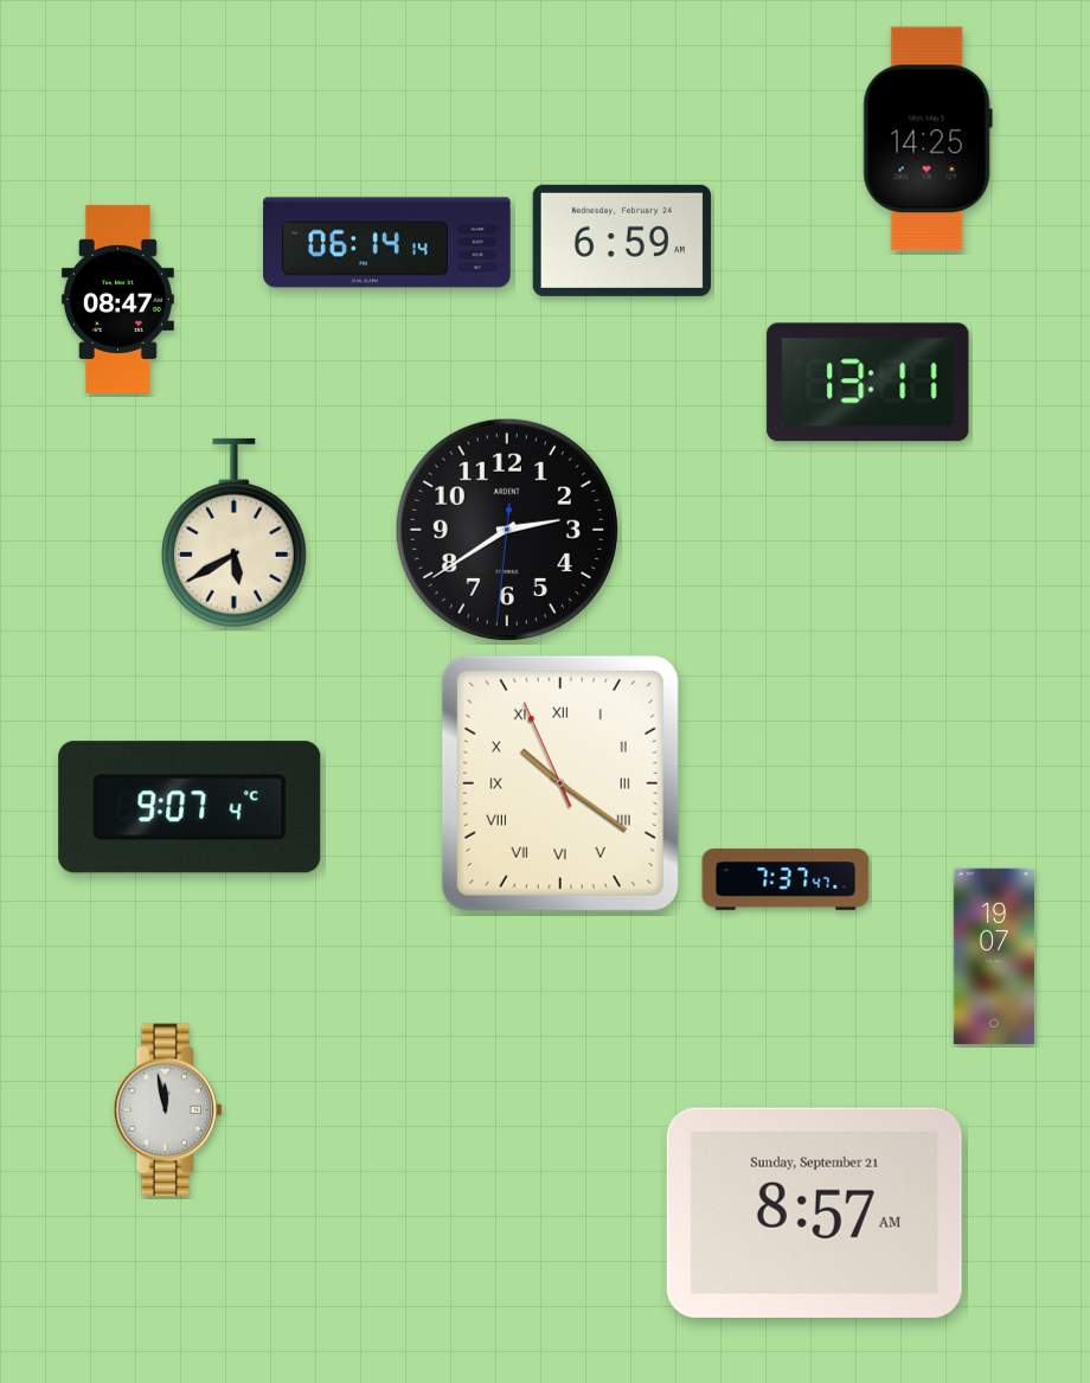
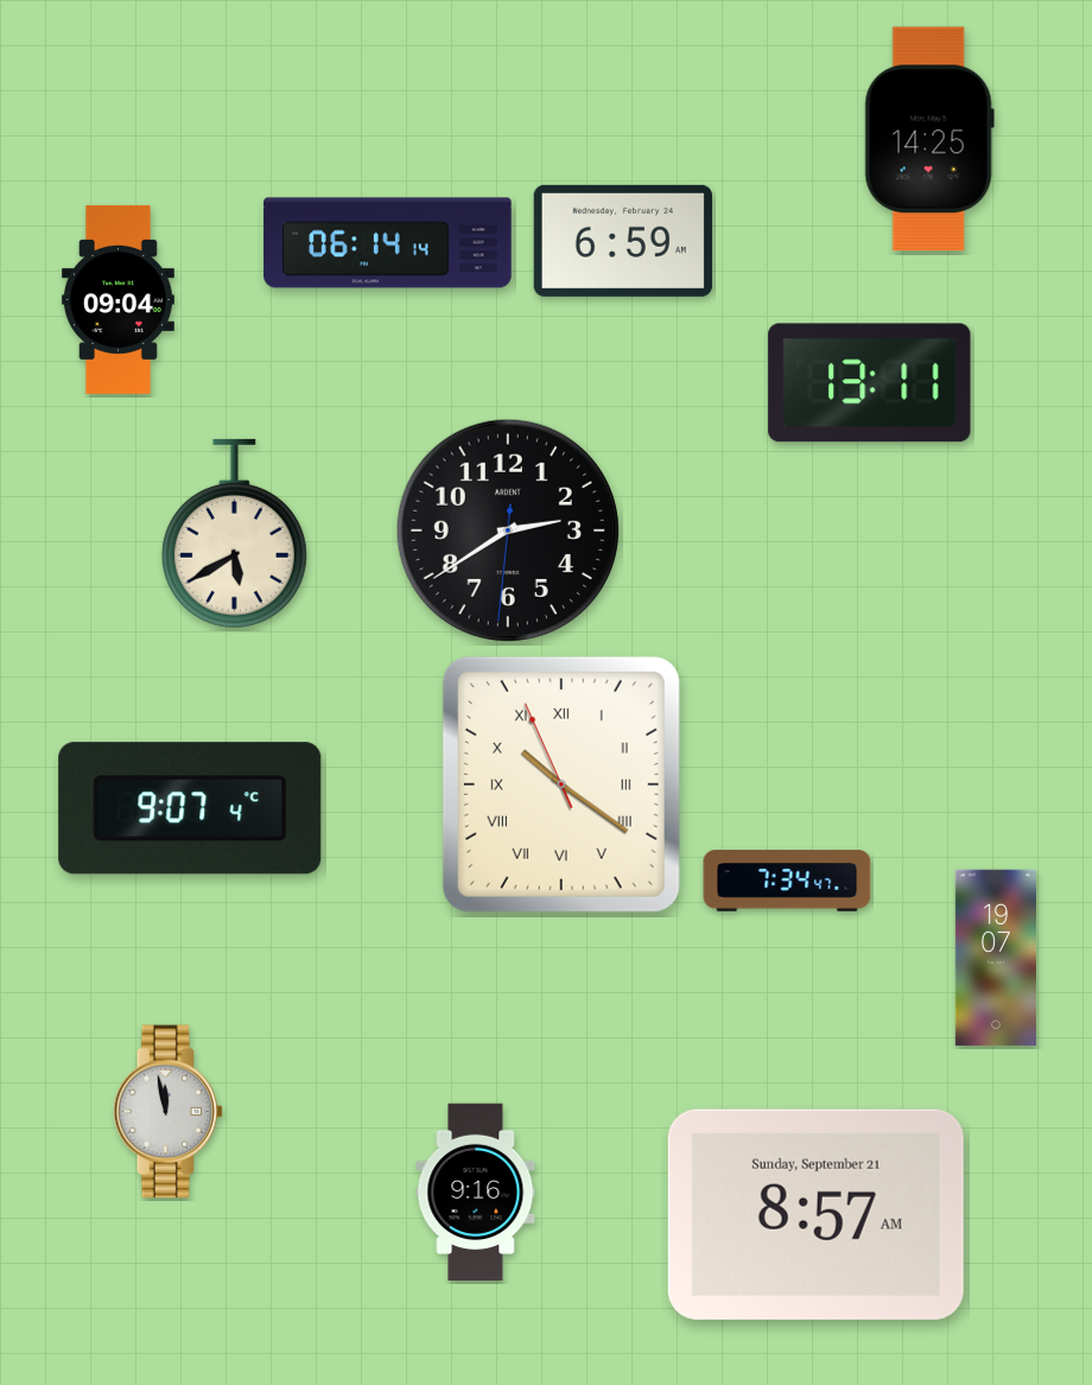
clock at (117, 299): 08:47 -> 09:04
clock at (786, 879): 7:37 -> 7:34
clock at (476, 1193): none -> 9:16
